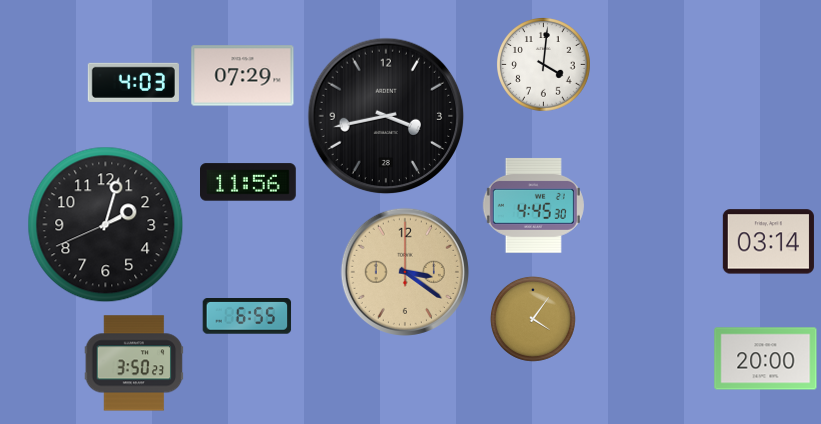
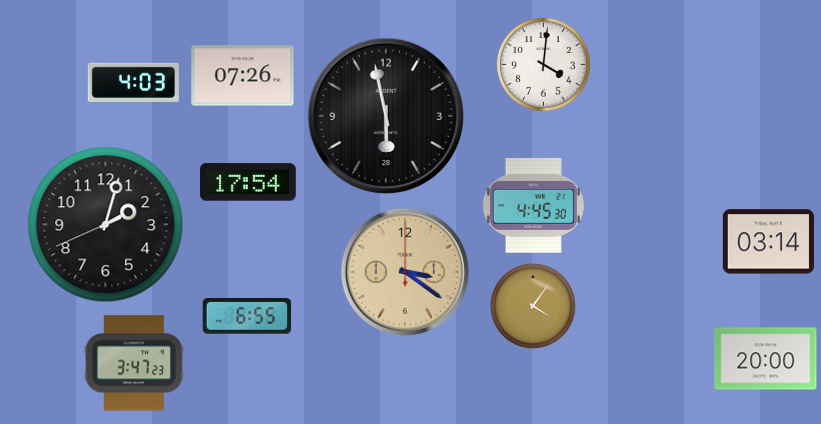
clock at (243, 76): 07:29 -> 07:26
clock at (386, 116): 3:43 -> 5:58
clock at (249, 182): 11:56 -> 17:54
clock at (533, 319) position: (533, 319) -> (533, 306)
clock at (134, 363): 3:50 -> 3:47
